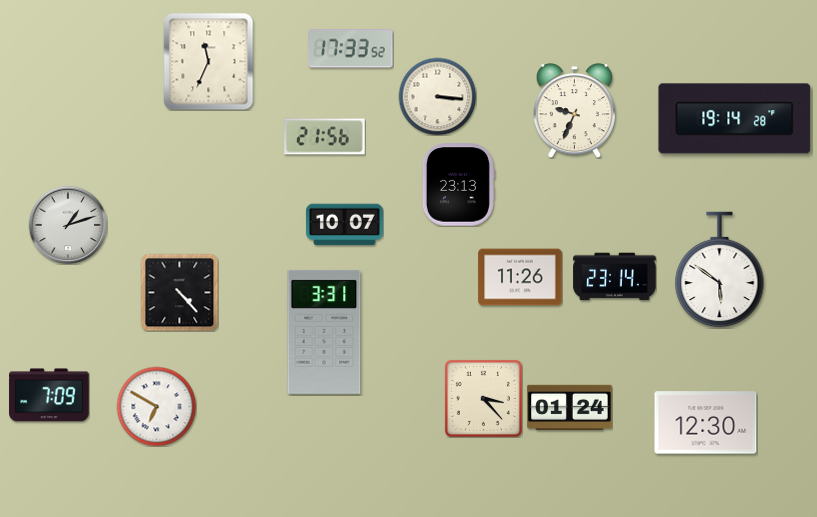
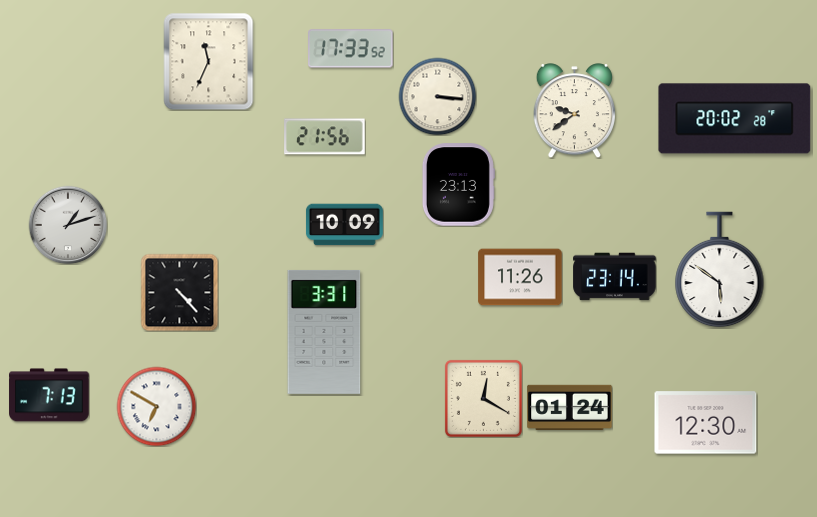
clock at (574, 111): 9:34 -> 9:39
clock at (735, 119): 19:14 -> 20:02
clock at (344, 225): 10:07 -> 10:09
clock at (49, 395): 7:09 -> 7:13
clock at (483, 398): 3:23 -> 12:20
